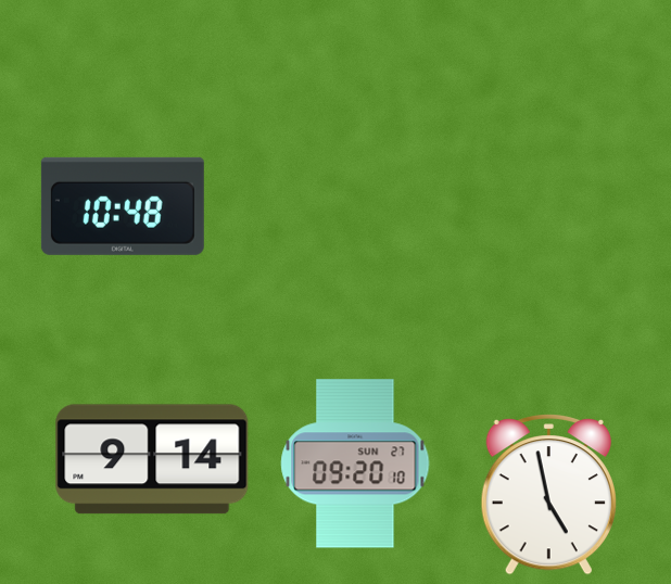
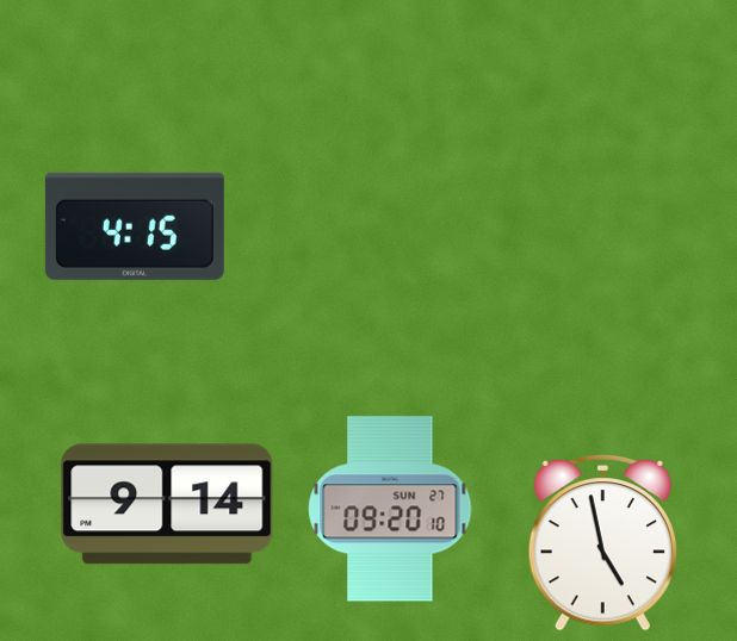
clock at (123, 206): 10:48 -> 4:15
